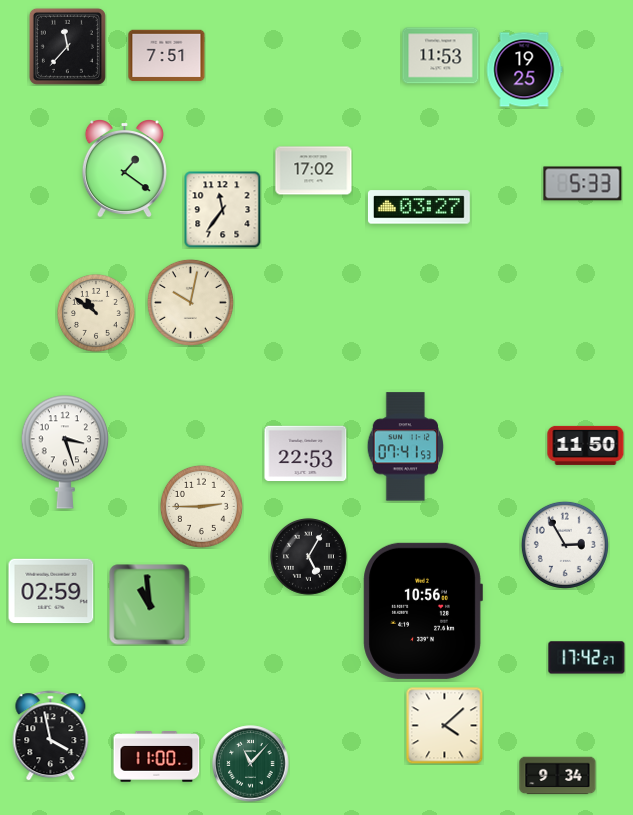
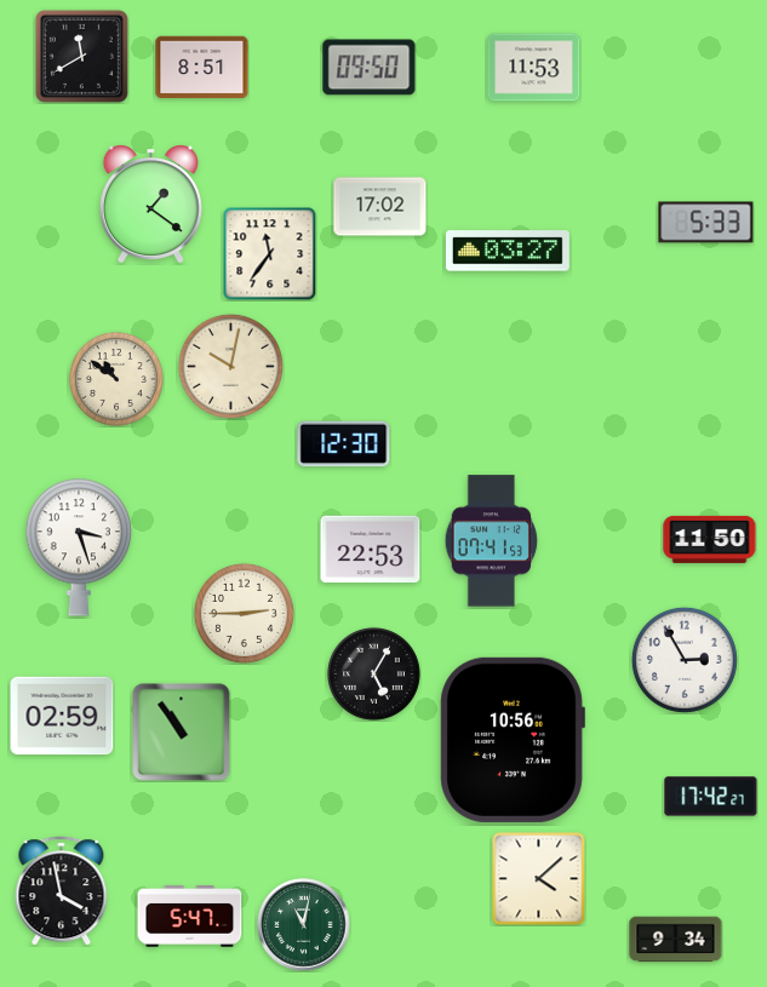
clock at (67, 46): 11:37 -> 11:40
clock at (167, 56): 7:51 -> 8:51
clock at (370, 68): none -> 09:50
clock at (524, 70): 19:25 -> none
clock at (344, 444): none -> 12:30
clock at (150, 605): 10:59 -> 10:54
clock at (157, 757): 11:00 -> 5:47
clock at (251, 764): 11:07 -> 11:02
